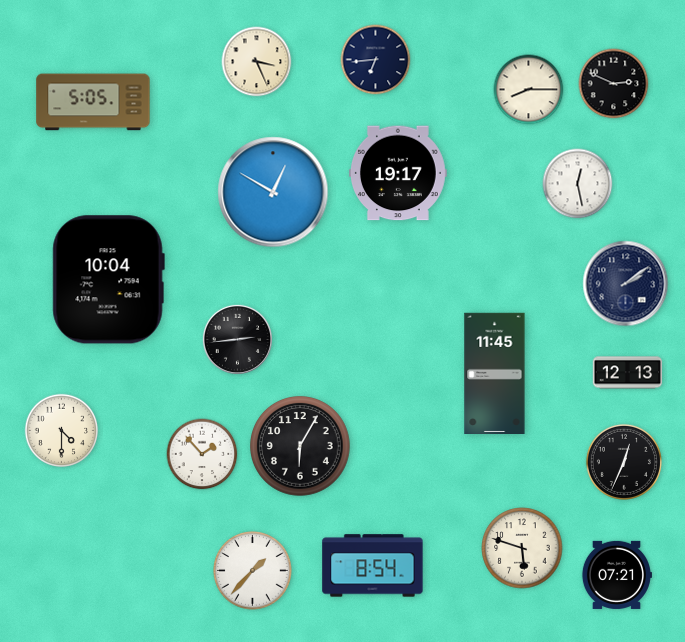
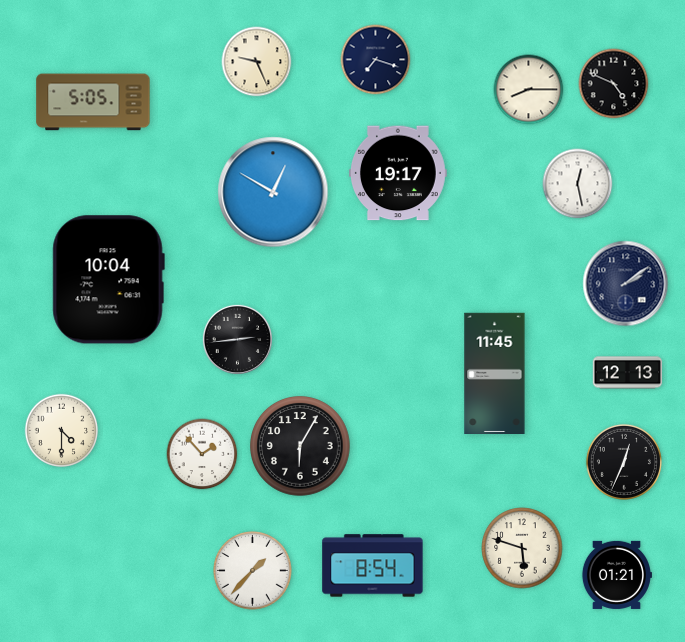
clock at (376, 60): 6:44 -> 7:18
clock at (257, 62): 3:26 -> 9:26
clock at (614, 84): 2:49 -> 4:49
clock at (616, 575): 07:21 -> 01:21
